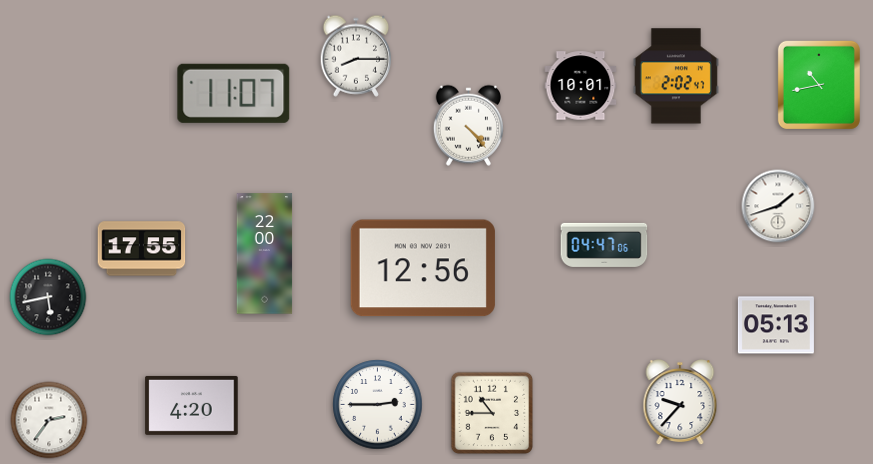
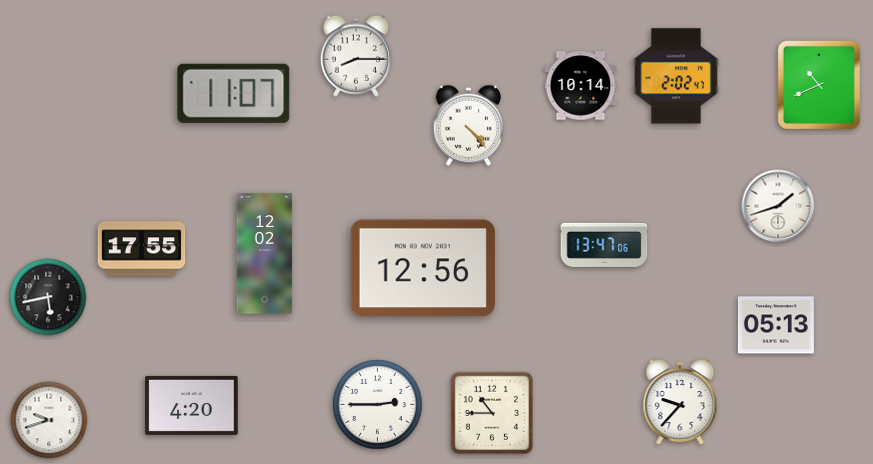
clock at (819, 85): 10:43 -> 10:41
clock at (581, 86): 10:01 -> 10:14
clock at (604, 245): 04:47 -> 13:47
clock at (265, 254): 22:00 -> 12:02
clock at (49, 420): 2:36 -> 9:42
